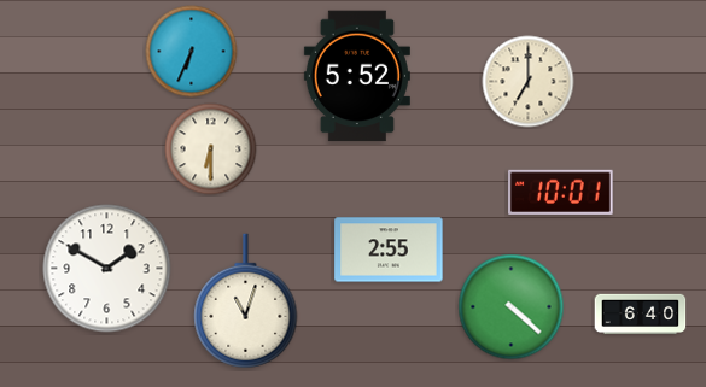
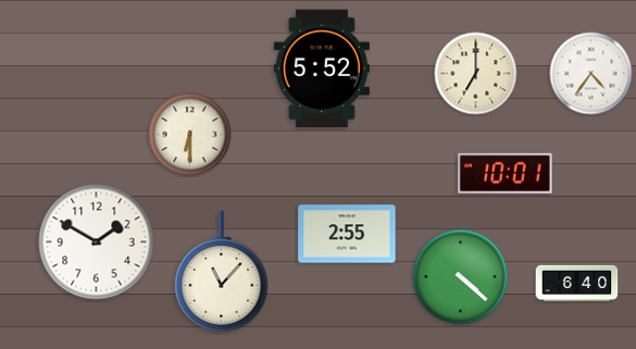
clock at (192, 52): 6:34 -> none
clock at (591, 74): none -> 4:36
clock at (389, 250) position: (389, 250) -> (347, 234)
clock at (246, 301): 11:03 -> 11:07
